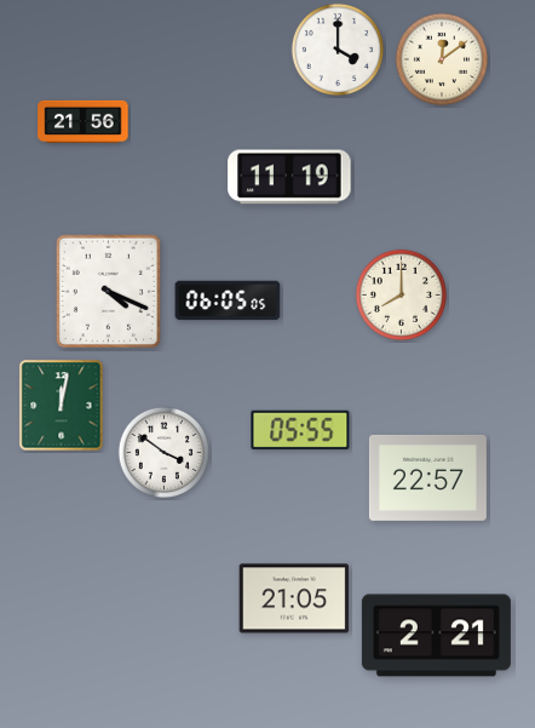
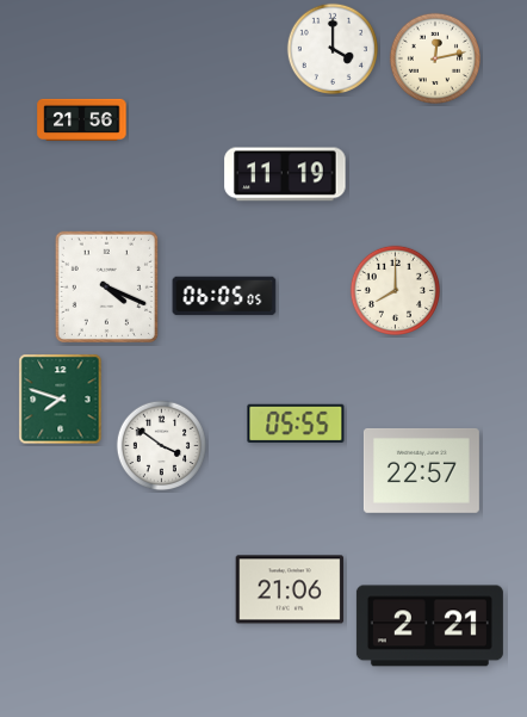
clock at (441, 58): 12:09 -> 12:13
clock at (62, 406): 12:02 -> 7:48
clock at (294, 598): 21:05 -> 21:06
